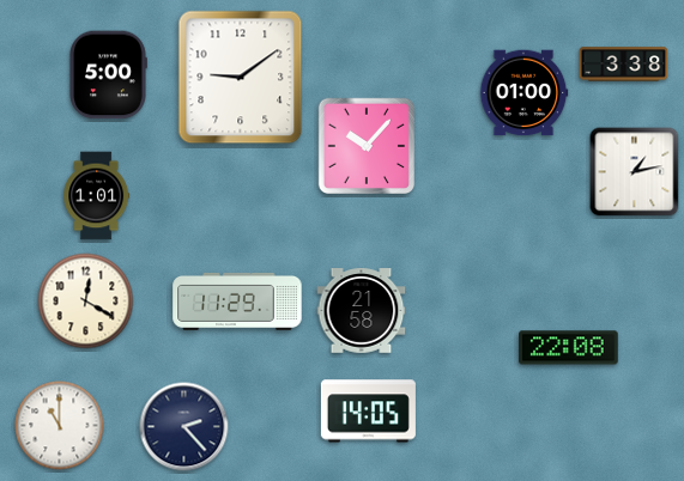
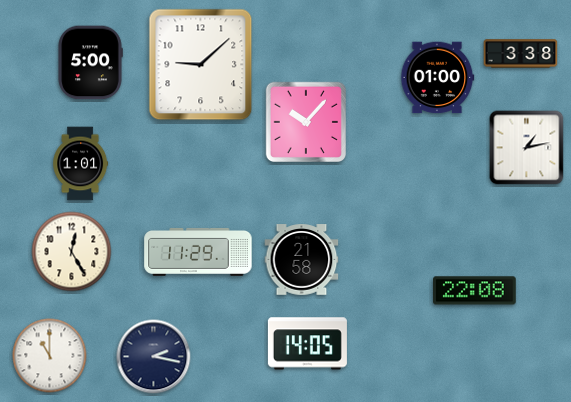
clock at (241, 78): 9:09 -> 9:08
clock at (635, 172) position: (635, 172) -> (527, 148)
clock at (86, 302): 12:20 -> 12:25
clock at (184, 427): 2:23 -> 2:17
